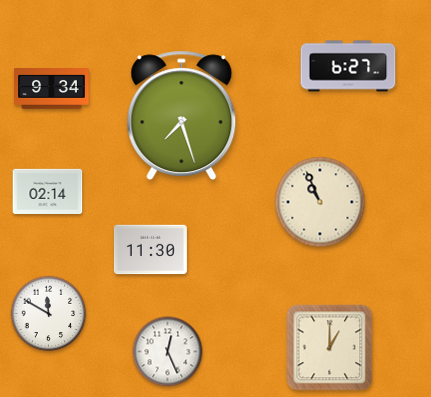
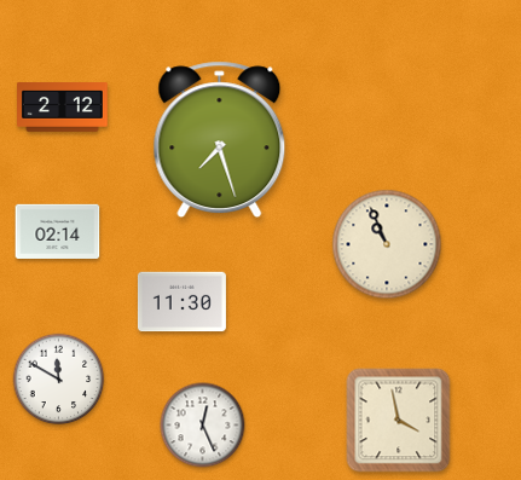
clock at (348, 66): 6:27 -> none
clock at (52, 89): 9:34 -> 2:12
clock at (330, 348): 1:00 -> 3:58
